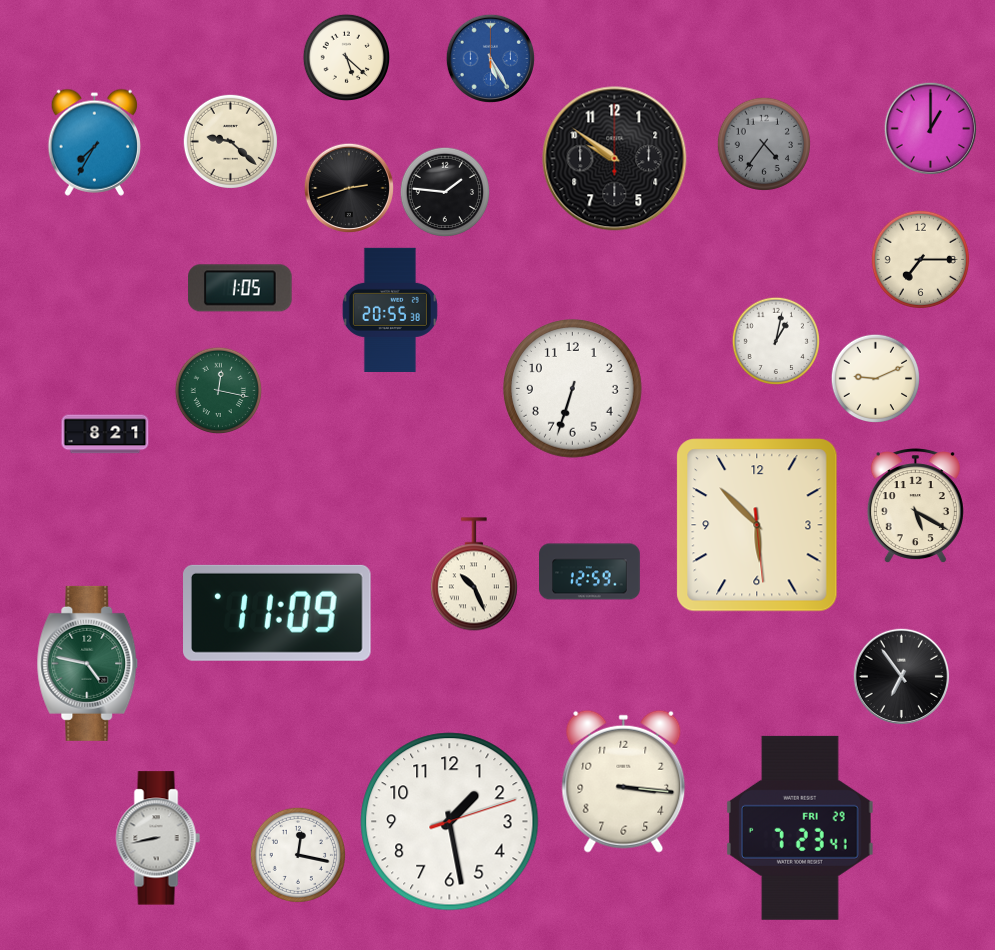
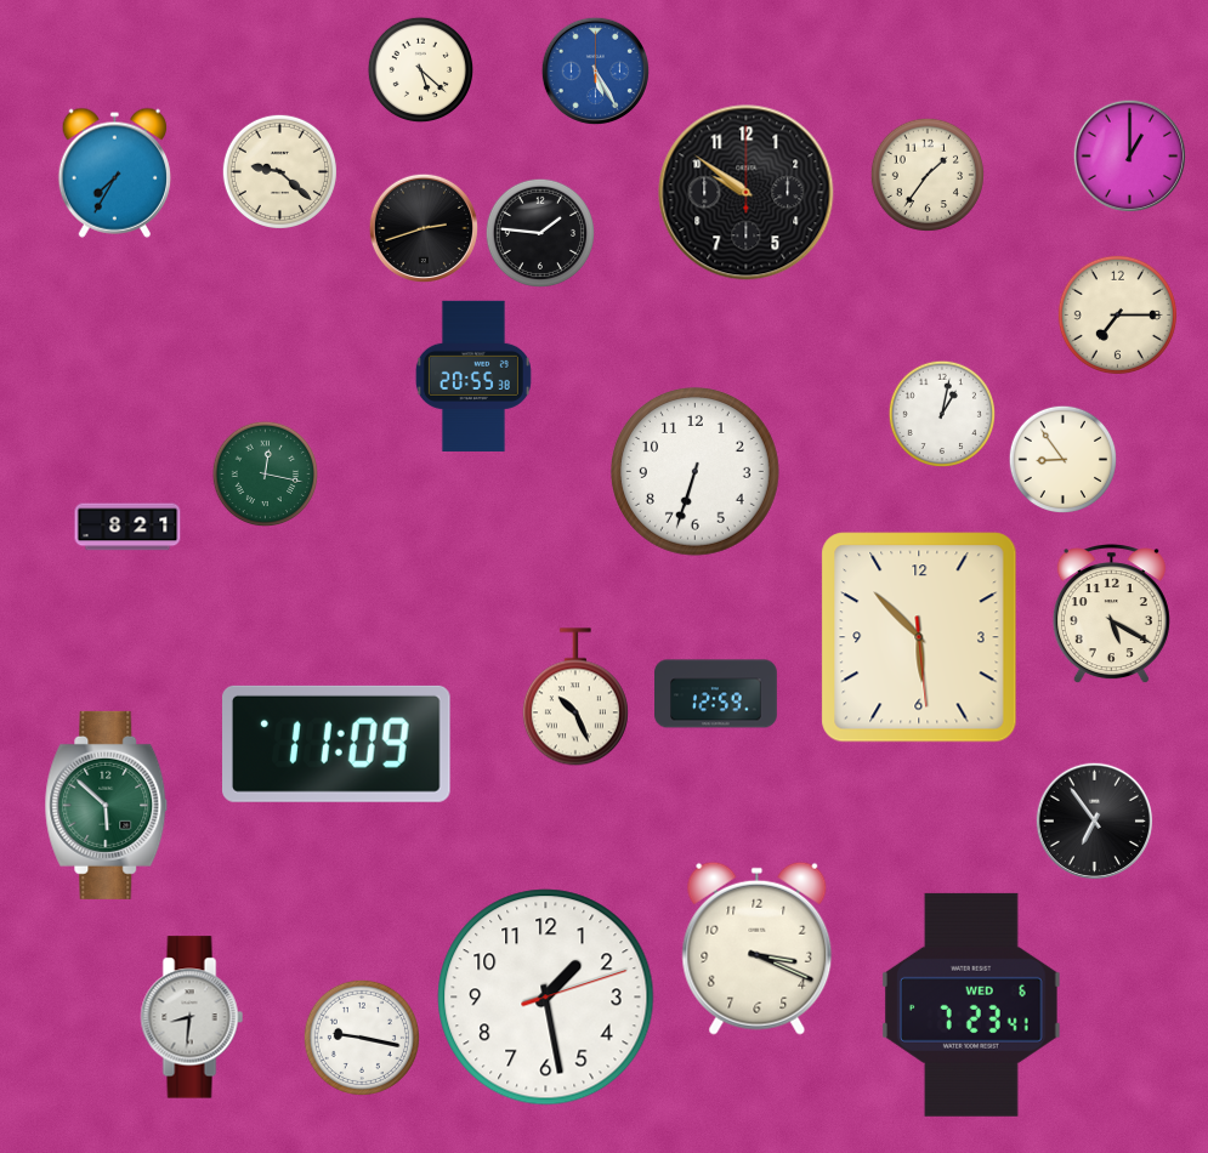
clock at (764, 144): 4:36 -> 1:36
clock at (764, 144) dial: grey -> cream
clock at (240, 288): 1:05 -> none
clock at (875, 378): 9:11 -> 8:54
clock at (88, 663): 4:47 -> 5:52
clock at (624, 781): 3:16 -> 3:19
clock at (800, 828) date: FRI 29 -> WED 6
clock at (158, 838): 8:43 -> 8:31
clock at (298, 855): 12:17 -> 9:17
